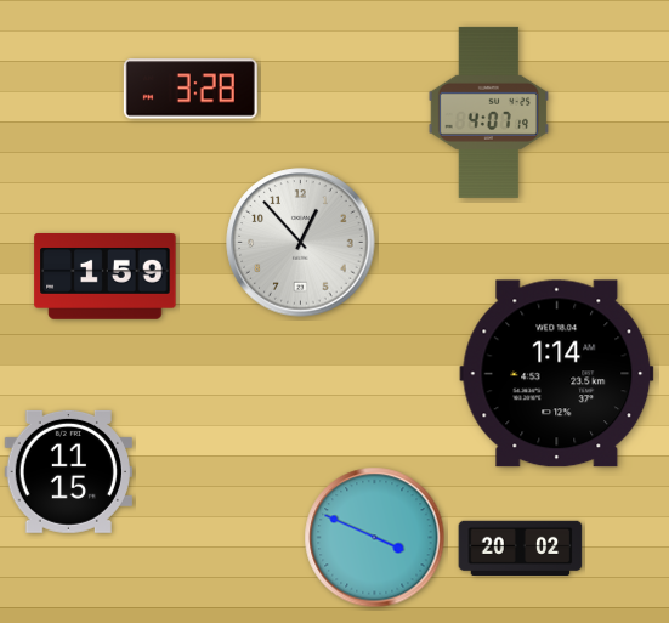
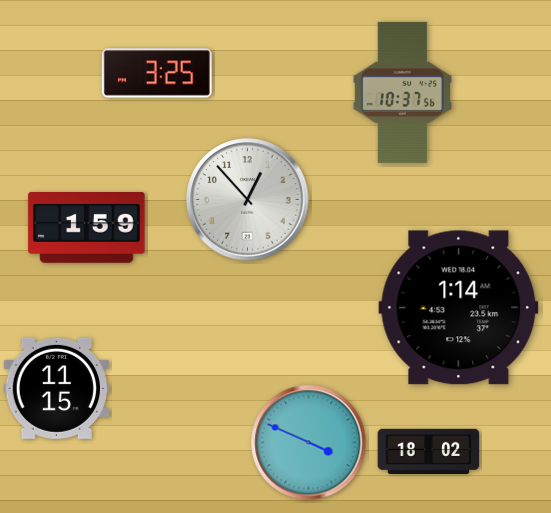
clock at (191, 89): 3:28 -> 3:25
clock at (488, 112): 4:07 -> 10:37
clock at (521, 548): 20:02 -> 18:02
